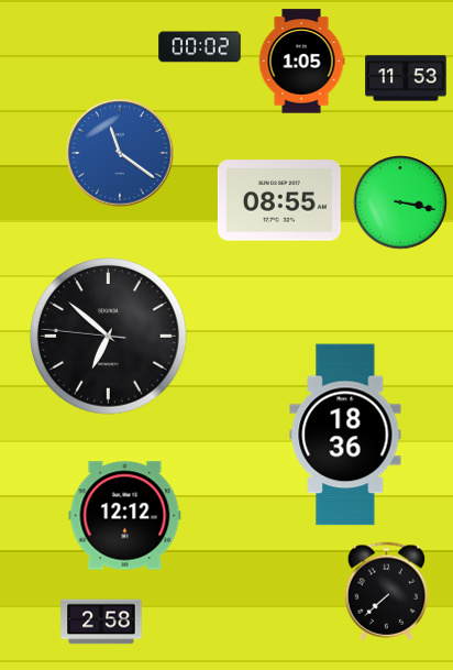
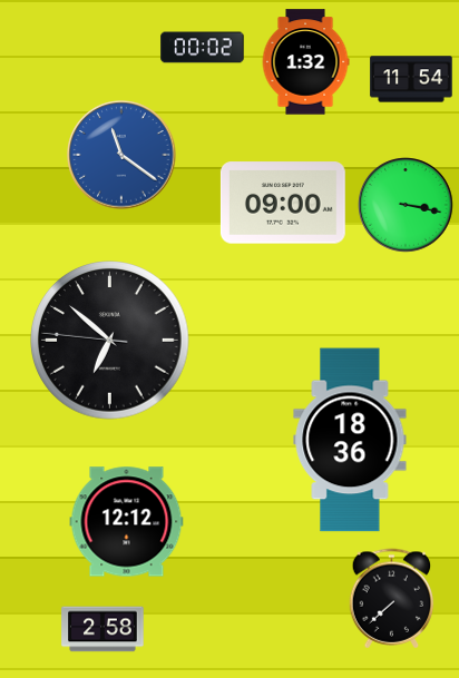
clock at (301, 62): 1:05 -> 1:32
clock at (406, 78): 11:53 -> 11:54
clock at (279, 200): 08:55 -> 09:00
